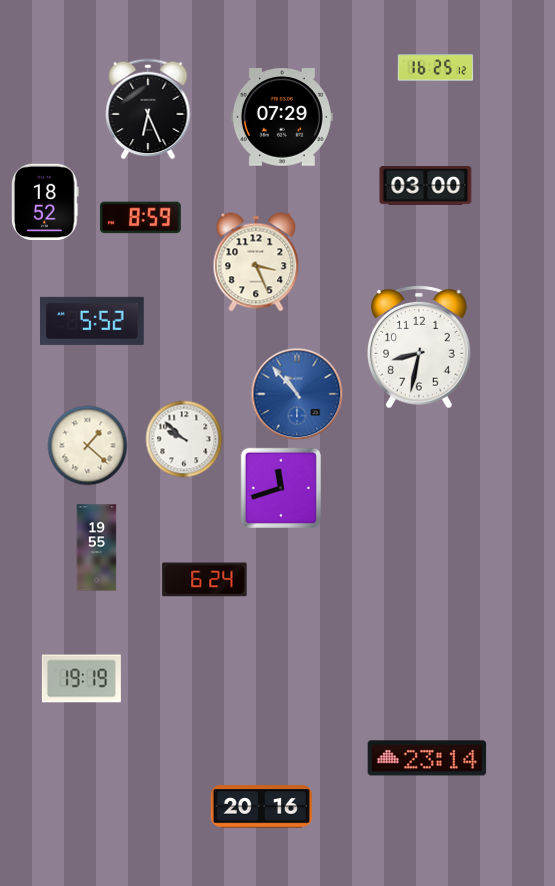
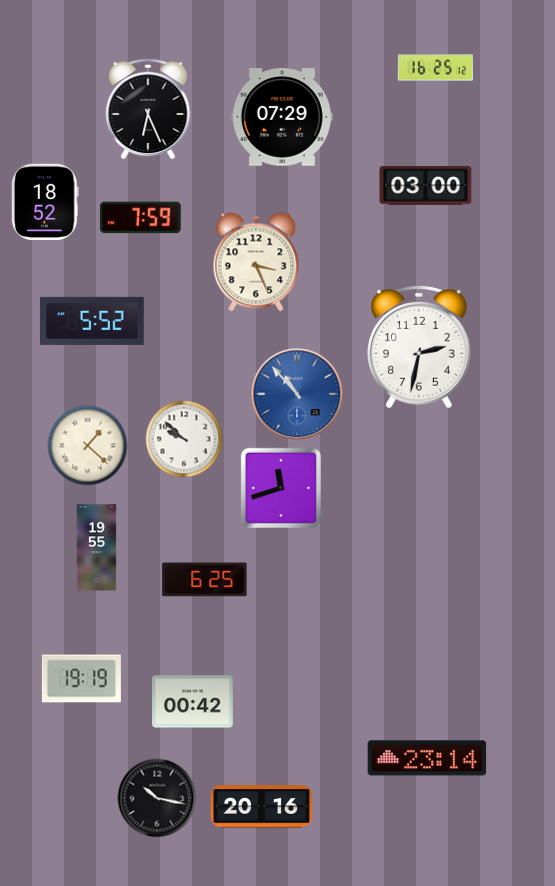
clock at (140, 218): 8:59 -> 7:59
clock at (420, 347): 8:32 -> 2:32
clock at (205, 580): 6:24 -> 6:25
clock at (193, 702): none -> 00:42
clock at (157, 798): none -> 10:17
